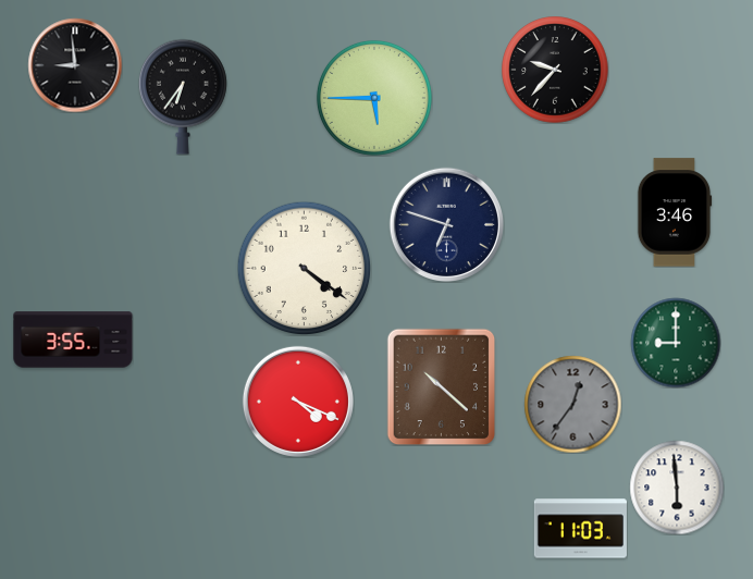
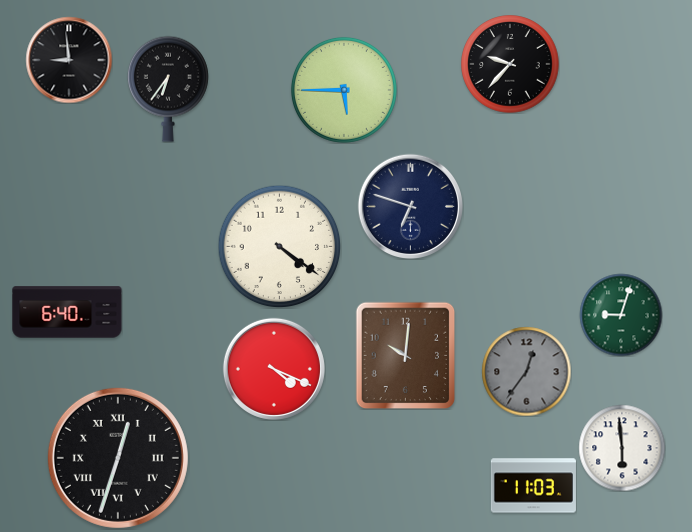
clock at (675, 212): 3:46 -> none
clock at (73, 340): 3:55 -> 6:40
clock at (676, 343): 9:00 -> 9:03
clock at (442, 386): 10:22 -> 10:01
clock at (118, 458): none -> 12:33
